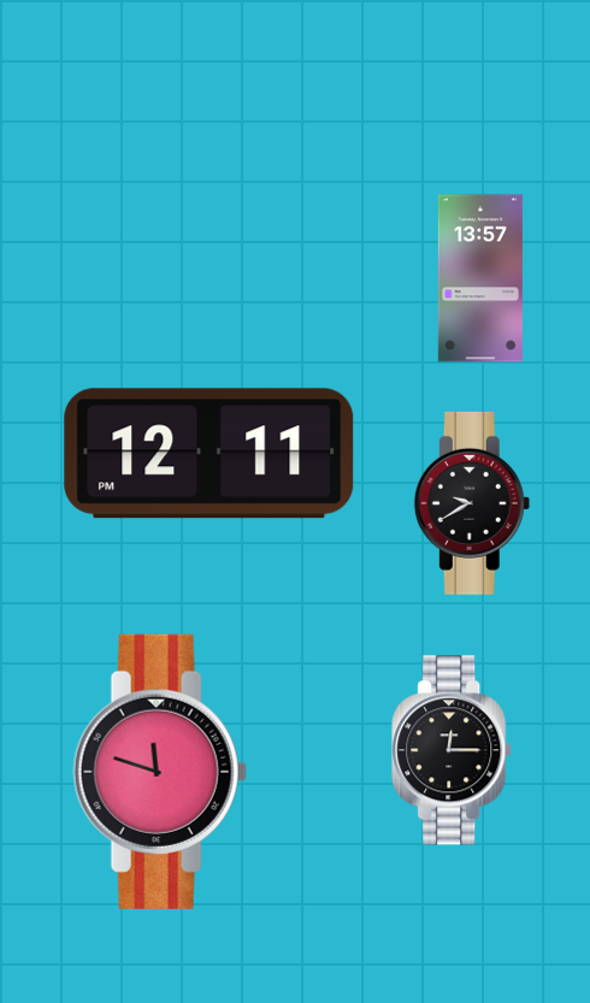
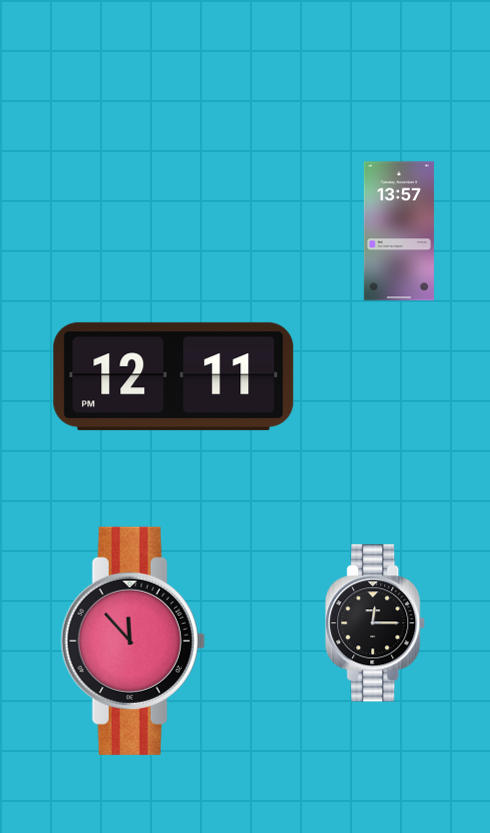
clock at (472, 503): 9:40 -> none
clock at (160, 772): 11:48 -> 11:53
